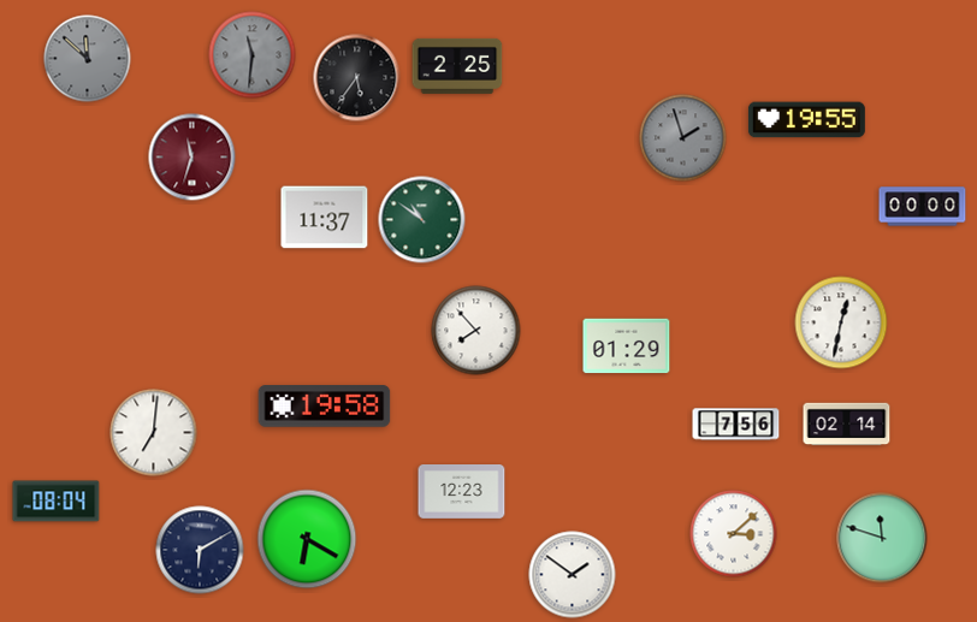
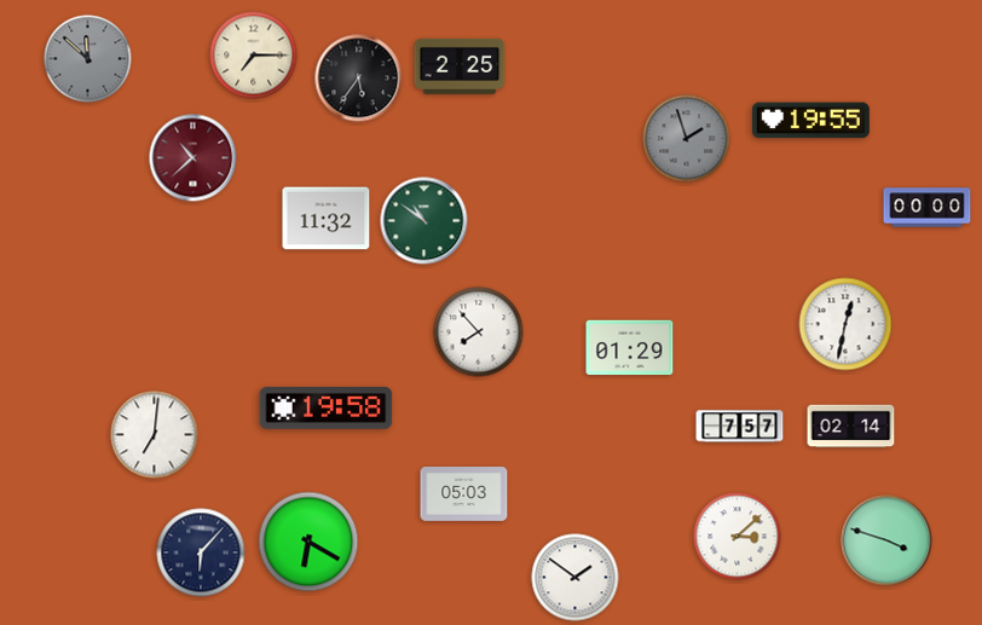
clock at (253, 55): 11:31 -> 7:15
clock at (253, 55) dial: grey -> cream
clock at (193, 158): 11:33 -> 10:38
clock at (325, 218): 11:37 -> 11:32
clock at (736, 425): 7:56 -> 7:57
clock at (462, 492): 12:23 -> 05:03
clock at (57, 502): 08:04 -> none
clock at (882, 538): 11:48 -> 3:48
clock at (200, 550): 6:10 -> 6:07
